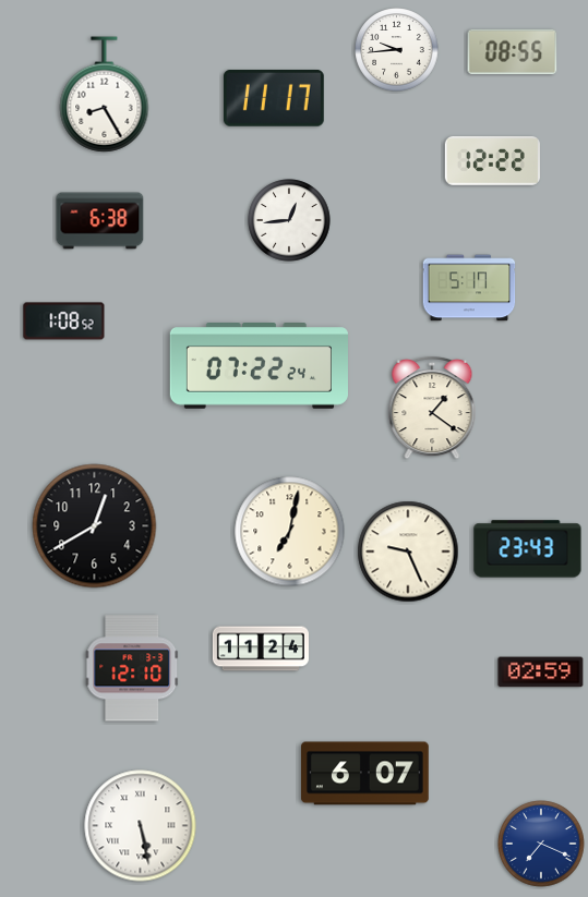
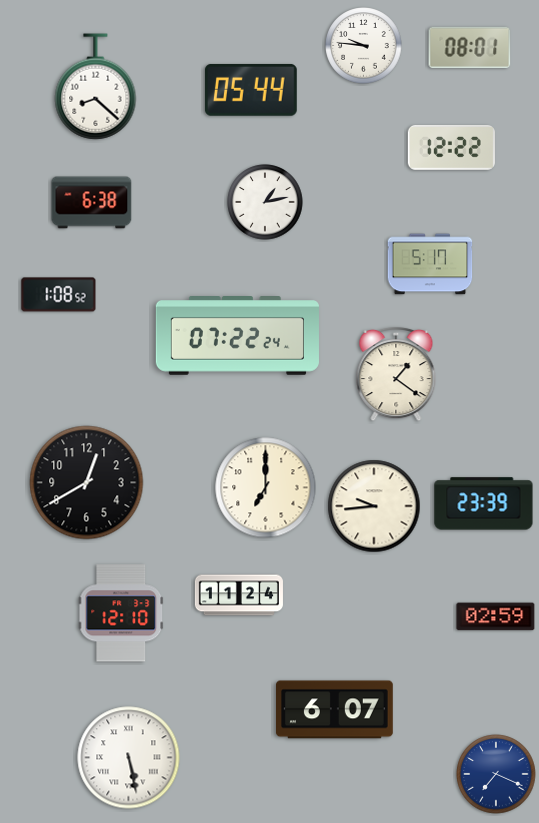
clock at (397, 50): 9:44 -> 9:46
clock at (513, 52): 08:55 -> 08:01
clock at (105, 95): 8:25 -> 8:22
clock at (274, 98): 11:17 -> 05:44
clock at (289, 220): 12:44 -> 1:13
clock at (290, 532): 7:02 -> 7:00
clock at (528, 549): 23:43 -> 23:39
clock at (408, 551): 9:26 -> 9:44
